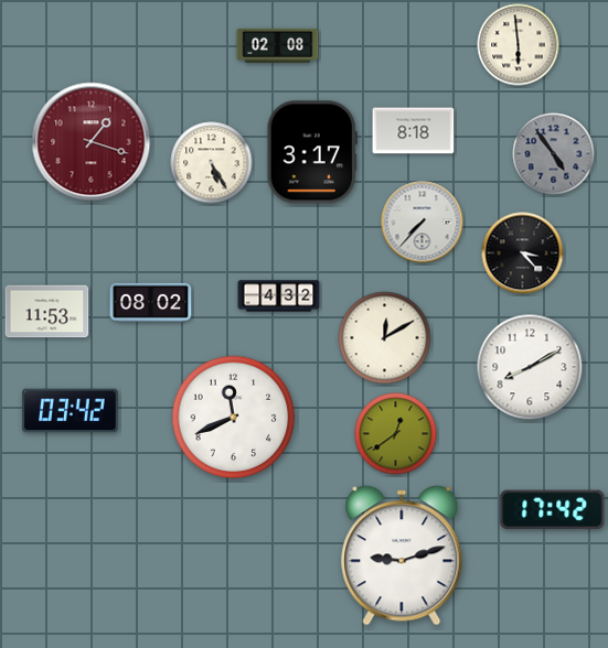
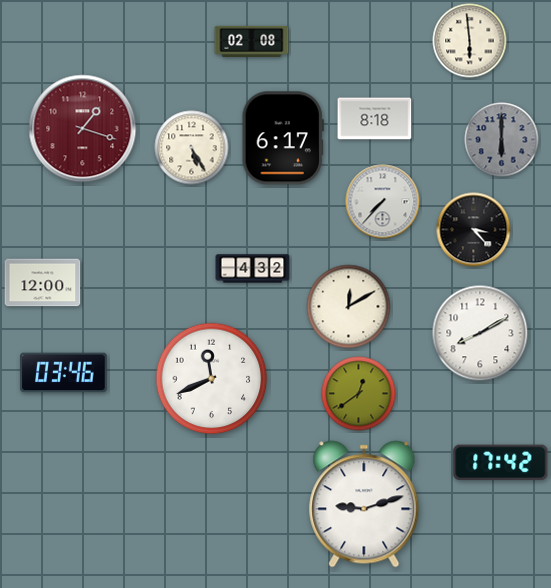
clock at (312, 152): 3:17 -> 6:17
clock at (554, 154): 4:54 -> 6:00
clock at (151, 302): 08:02 -> none
clock at (47, 312): 11:53 -> 12:00
clock at (71, 411): 03:42 -> 03:46
